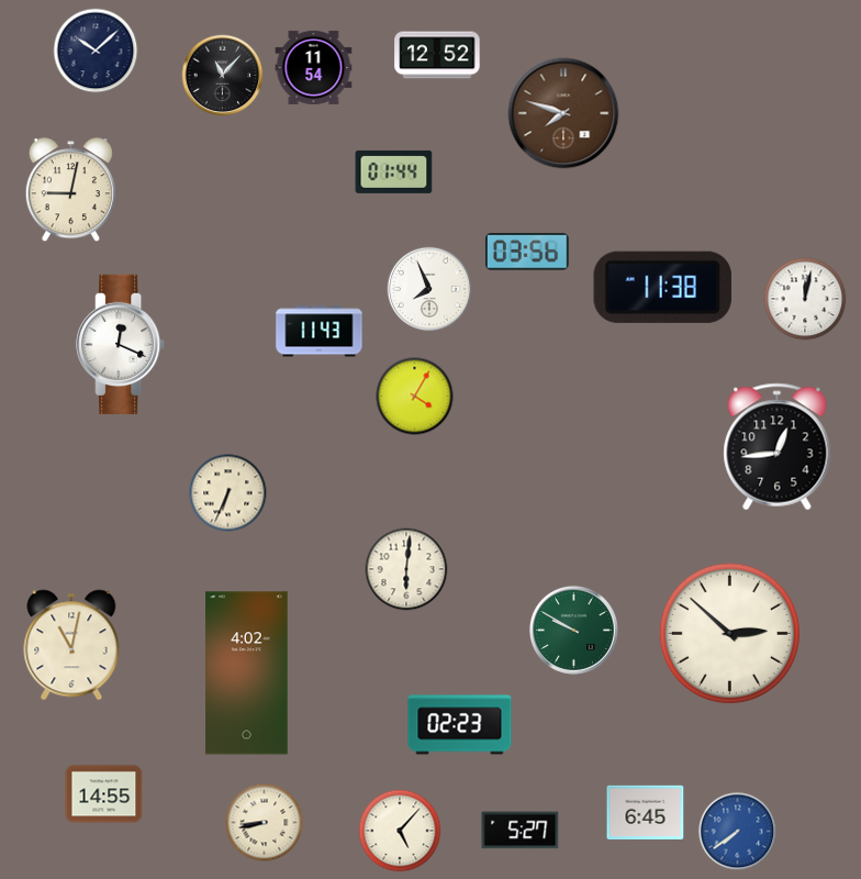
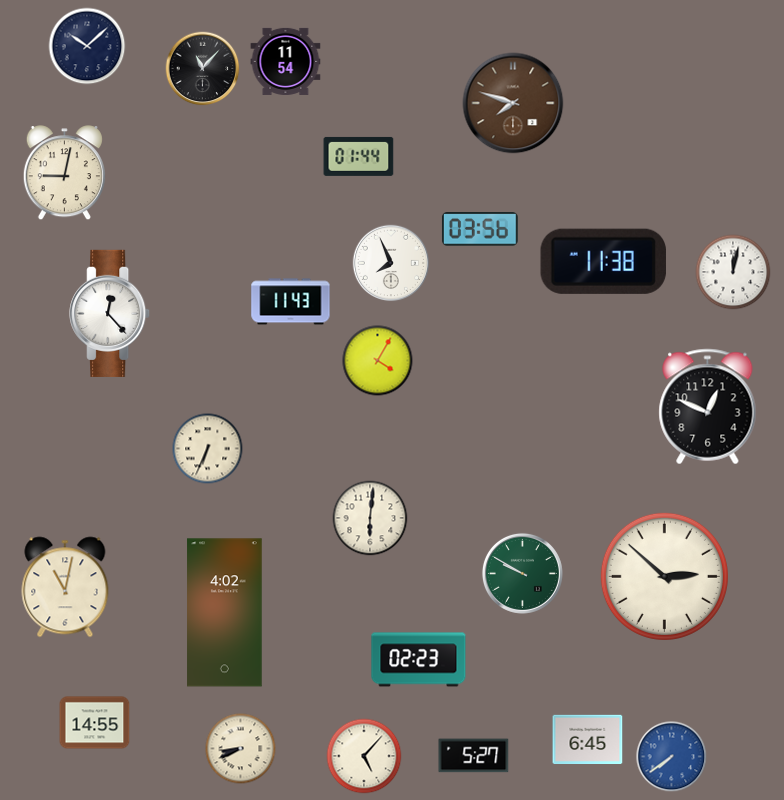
clock at (437, 55): 12:52 -> none
clock at (121, 344): 12:19 -> 12:23
clock at (778, 447): 12:44 -> 12:49
clock at (265, 823): 8:43 -> 8:41
